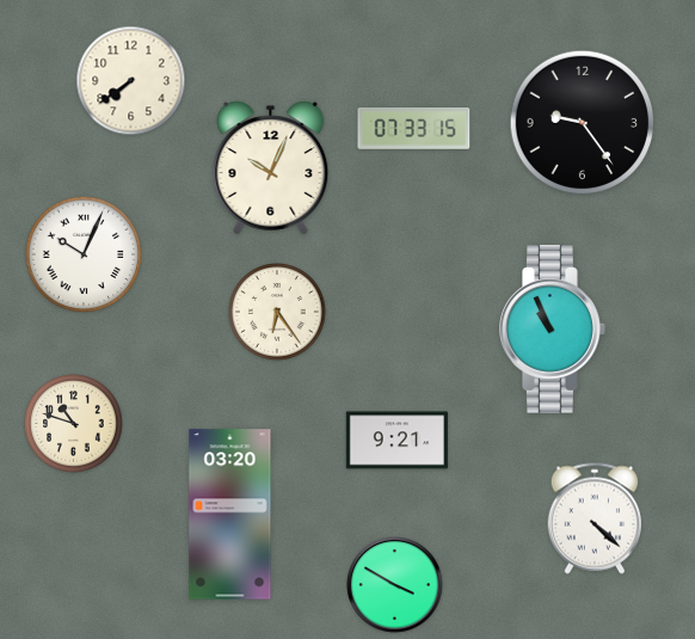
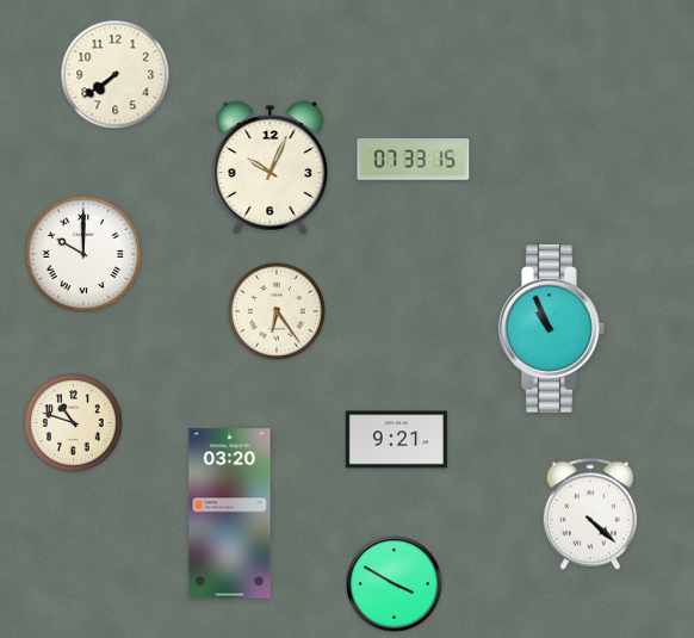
clock at (131, 81) position: (131, 81) -> (116, 75)
clock at (583, 123): 9:24 -> none
clock at (414, 129) position: (414, 129) -> (414, 160)
clock at (84, 254): 10:04 -> 10:00
clock at (593, 518) position: (593, 518) -> (589, 514)
